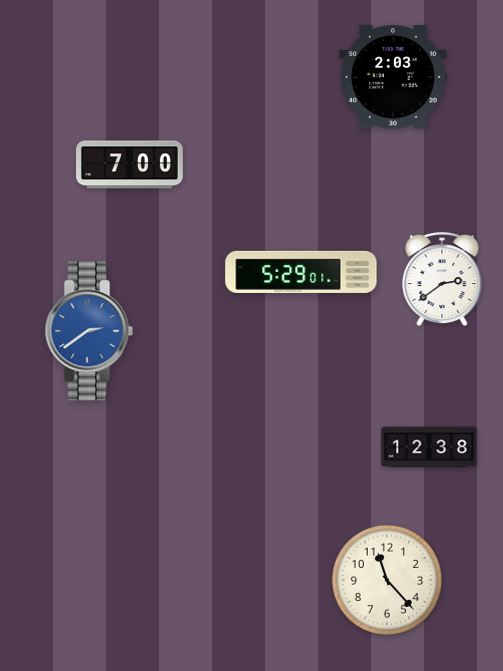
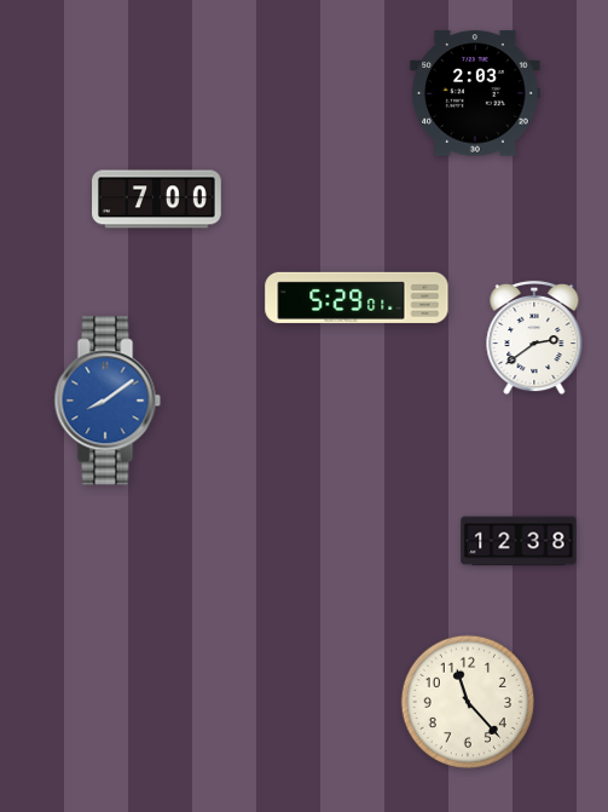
clock at (301, 272) position: (301, 272) -> (357, 298)
clock at (89, 331): 2:39 -> 8:09
